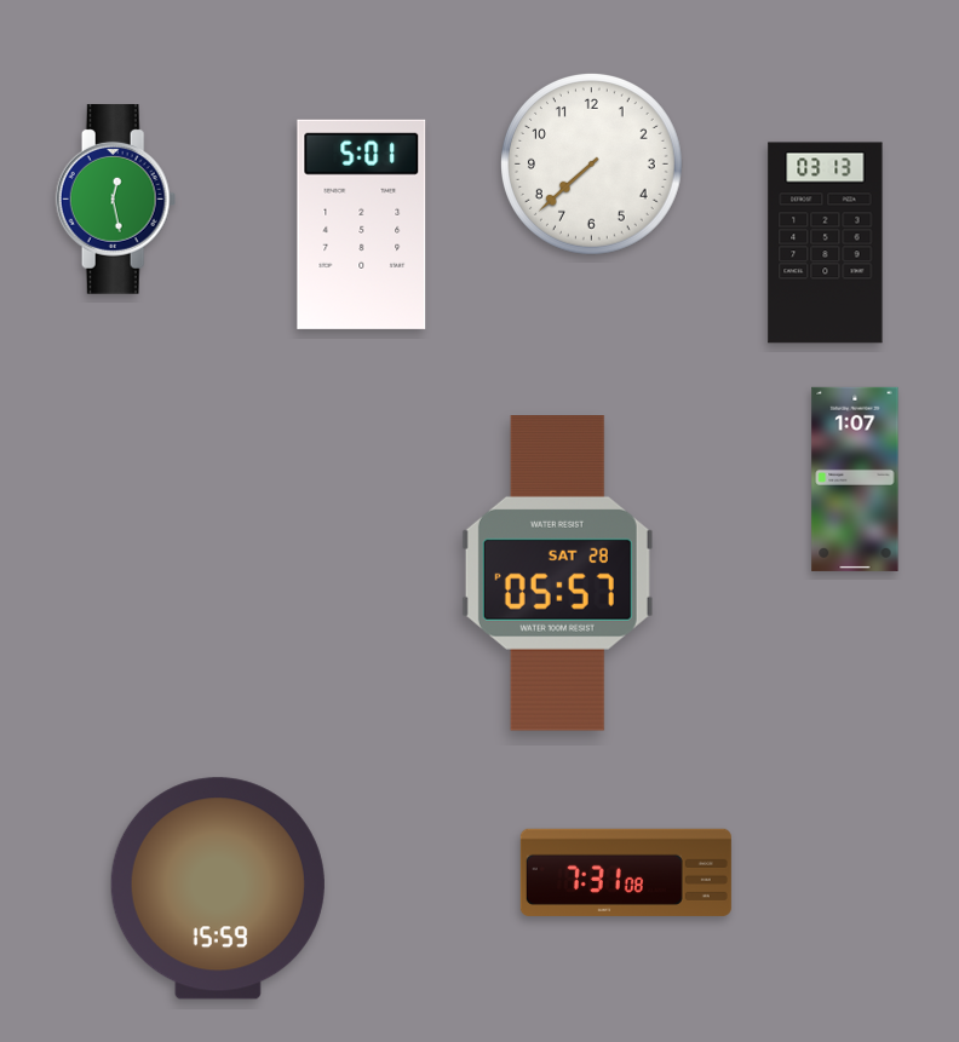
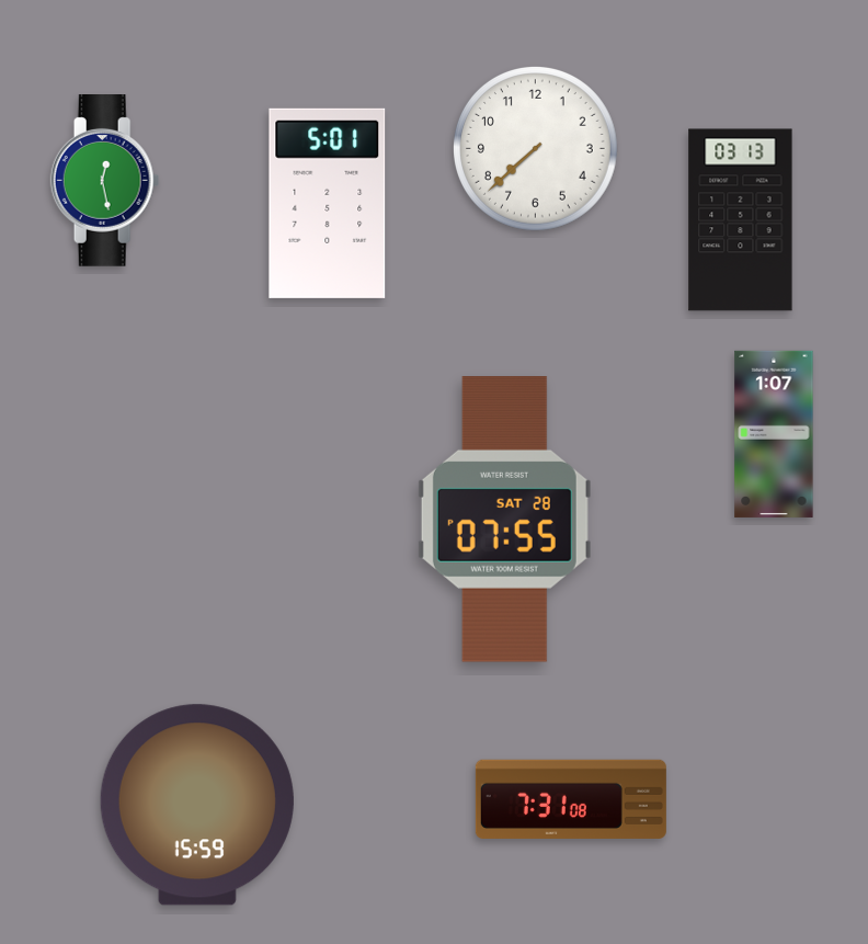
clock at (826, 243) position: (826, 243) -> (741, 220)
clock at (557, 574): 05:57 -> 07:55
clock at (626, 873) position: (626, 873) -> (571, 799)
